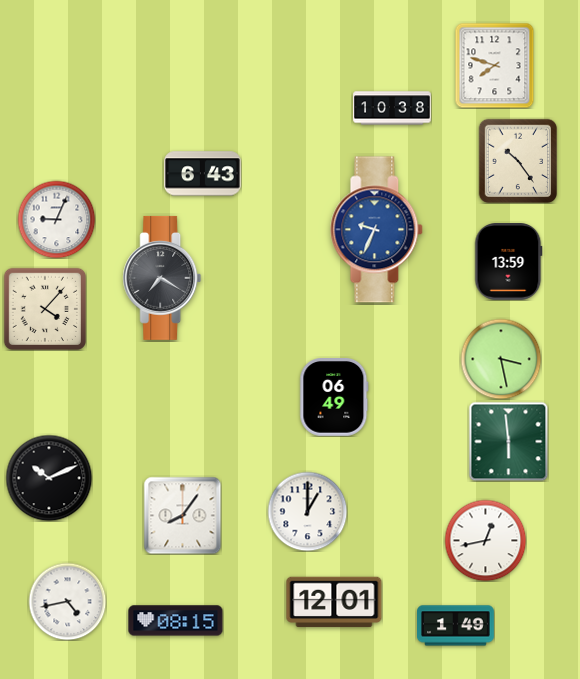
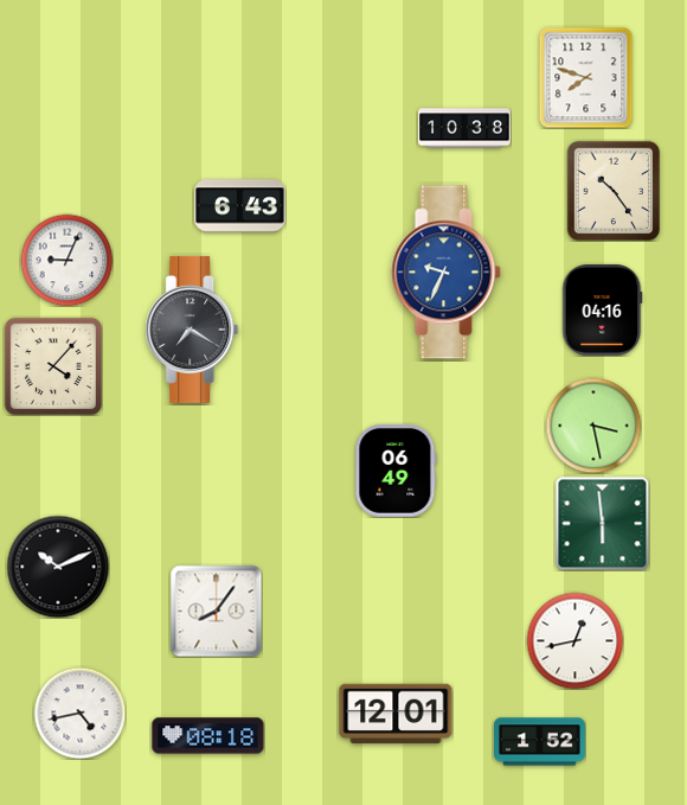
clock at (509, 262): 13:59 -> 04:16
clock at (307, 511): 1:00 -> none
clock at (176, 621): 08:15 -> 08:18
clock at (456, 626): 1:49 -> 1:52
